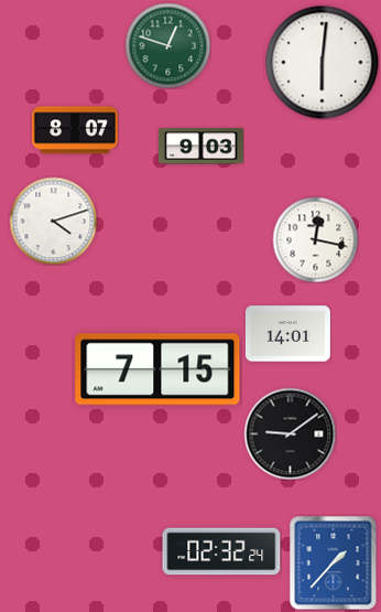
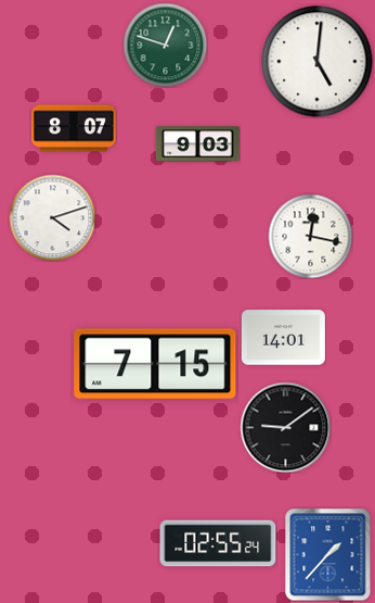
clock at (323, 63): 6:01 -> 5:01
clock at (287, 334) position: (287, 334) -> (283, 338)
clock at (221, 551): 02:32 -> 02:55
